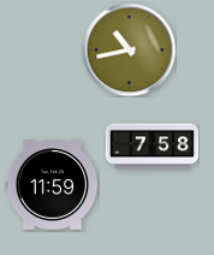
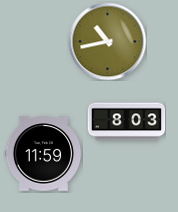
clock at (151, 147): 7:58 -> 8:03
